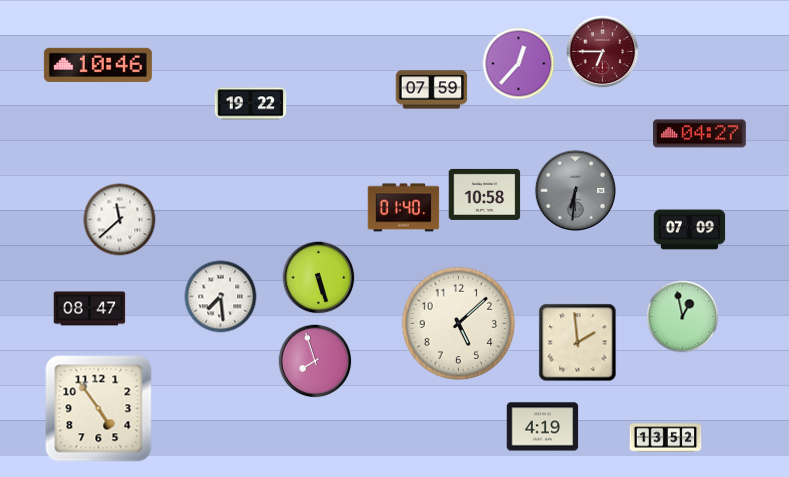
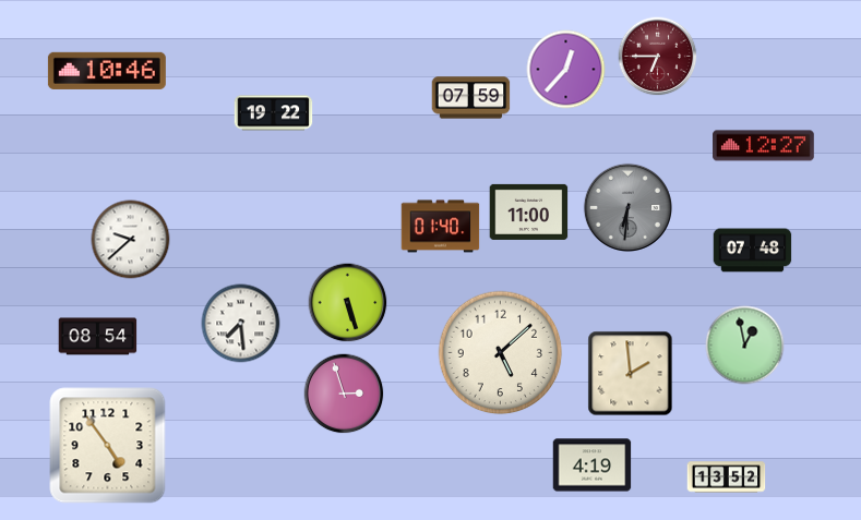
clock at (700, 134): 04:27 -> 12:27
clock at (485, 194): 10:58 -> 11:00
clock at (120, 220): 11:38 -> 9:38
clock at (690, 230): 07:09 -> 07:48
clock at (90, 309): 08:47 -> 08:54
clock at (315, 361): 7:57 -> 2:57
